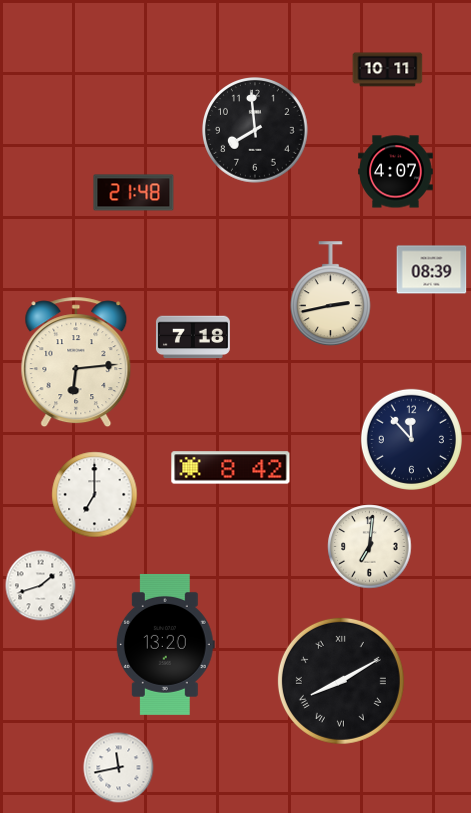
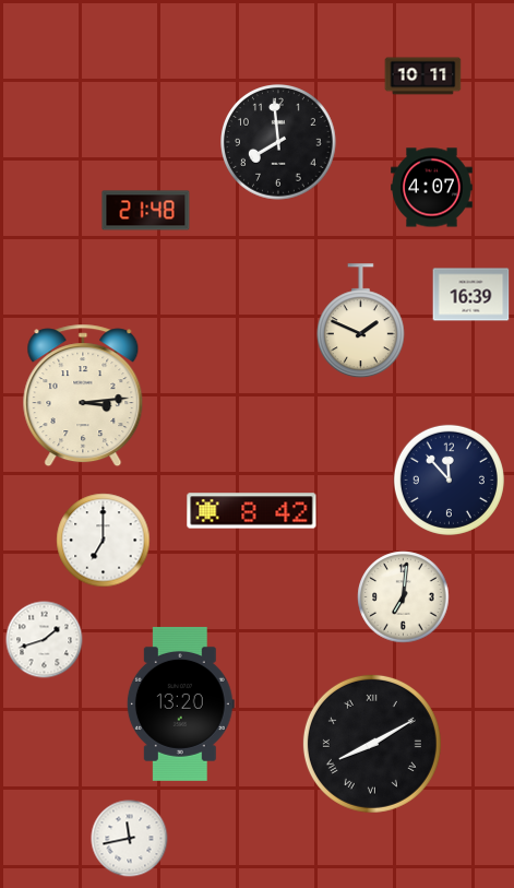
clock at (432, 270): 08:39 -> 16:39
clock at (330, 294): 2:43 -> 1:49
clock at (193, 337): 7:18 -> none
clock at (76, 362): 6:14 -> 3:14
